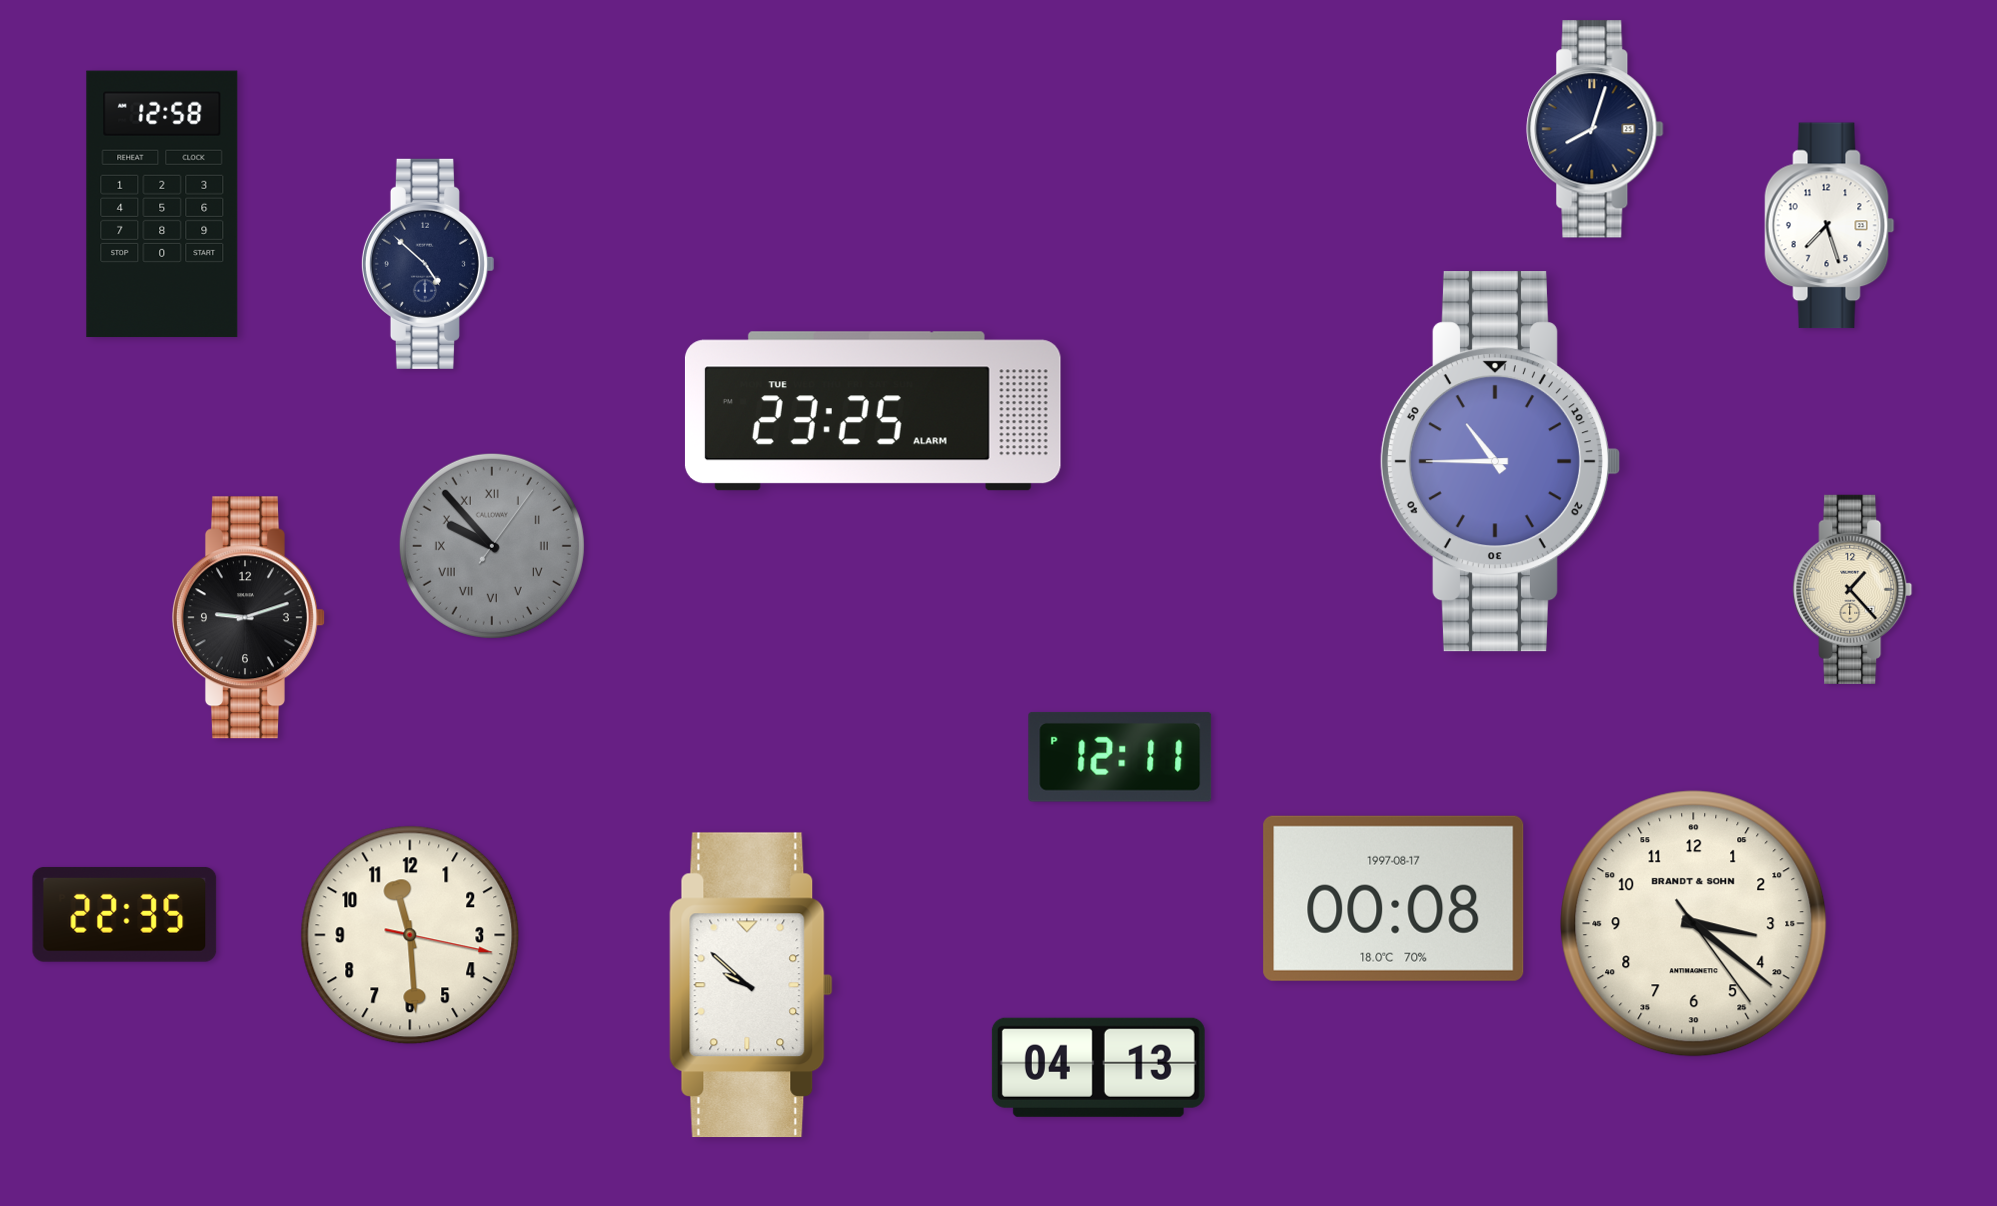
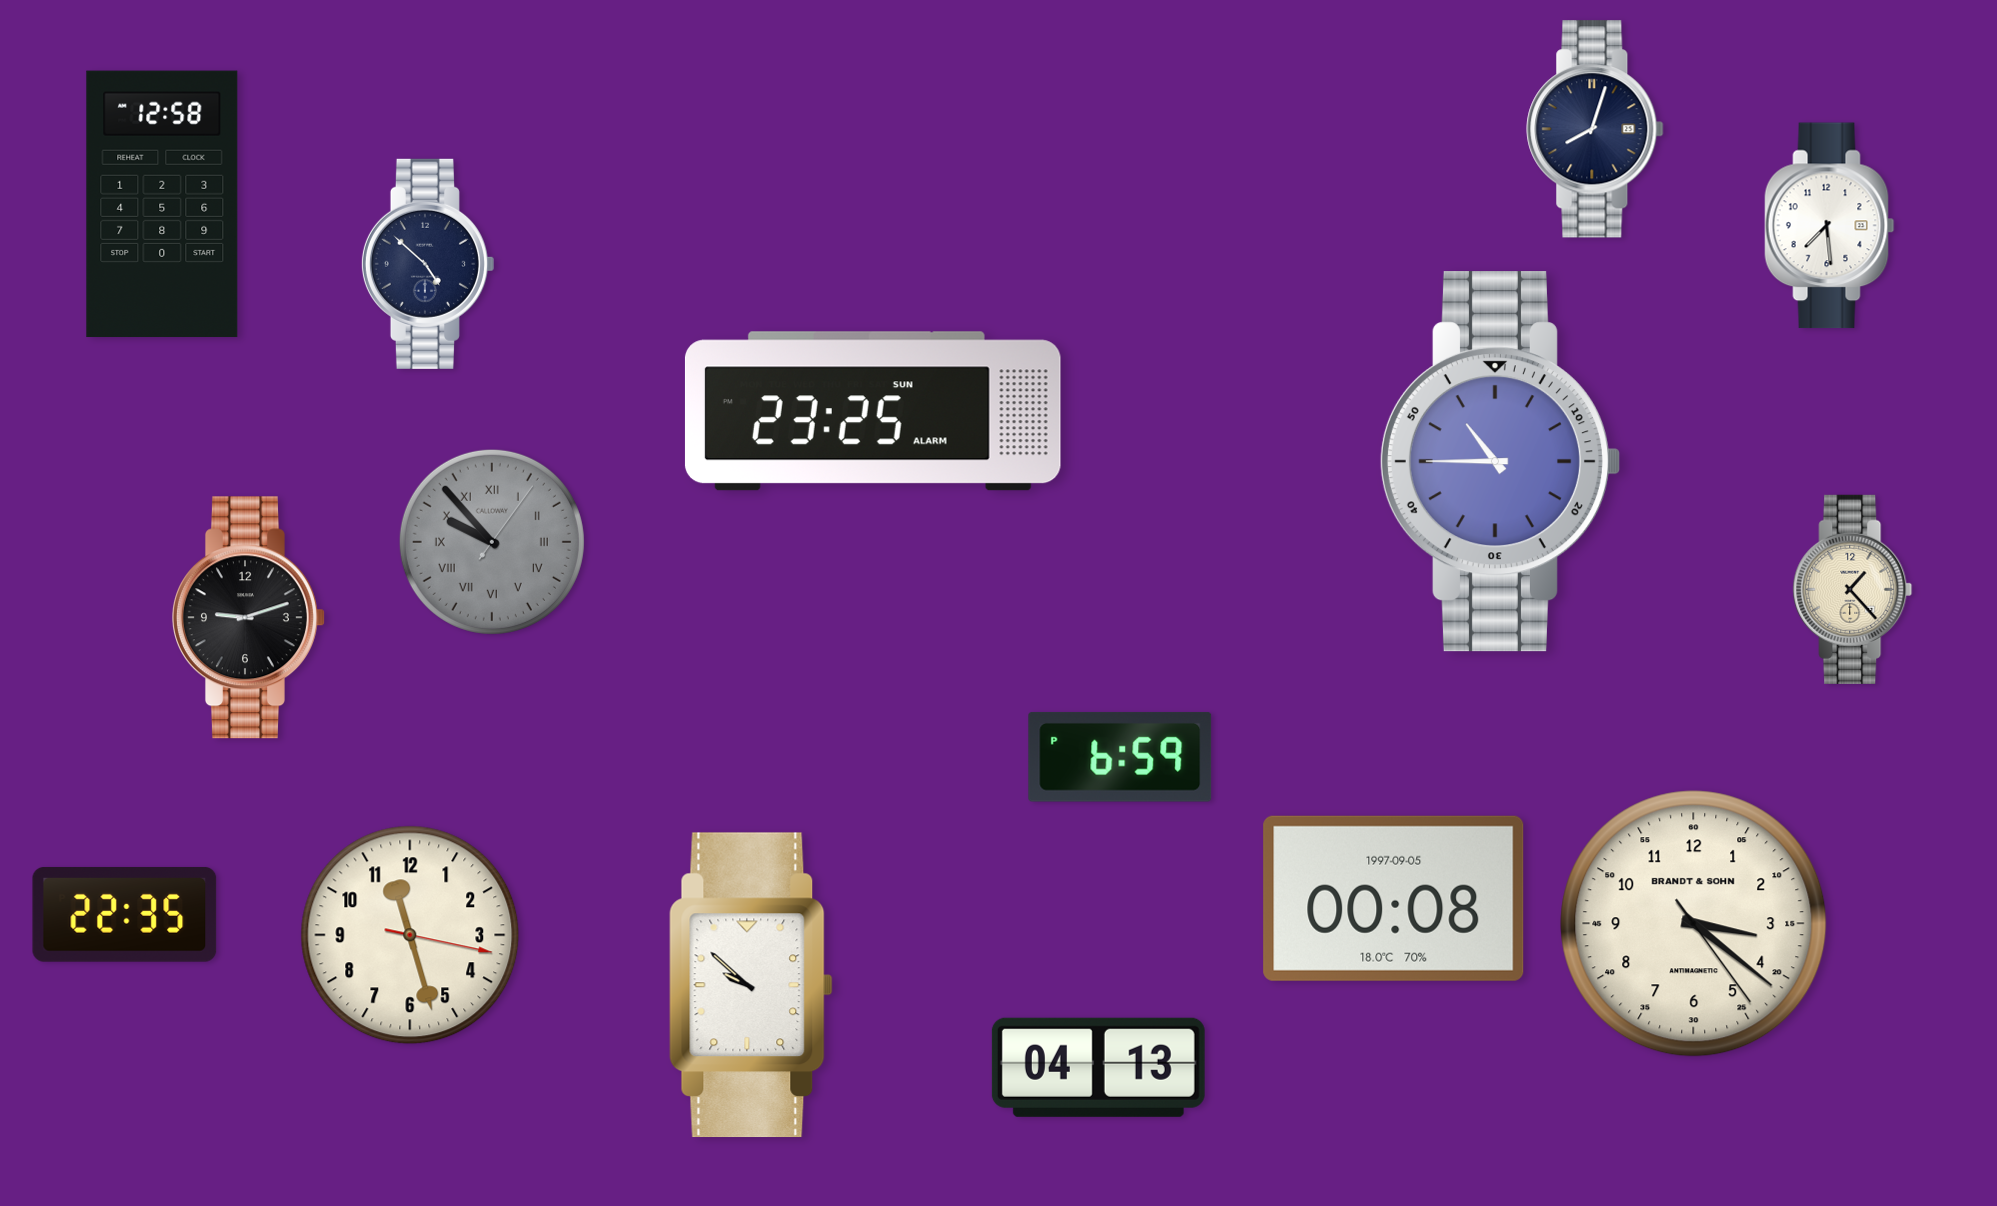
clock at (1830, 226): 7:27 -> 7:29
clock at (873, 411) date: TUE -> SUN
clock at (492, 546) position: (492, 546) -> (492, 542)
clock at (1120, 757): 12:11 -> 6:59
clock at (1394, 898) date: 1997-08-17 -> 1997-09-05
clock at (410, 935): 11:29 -> 11:27
